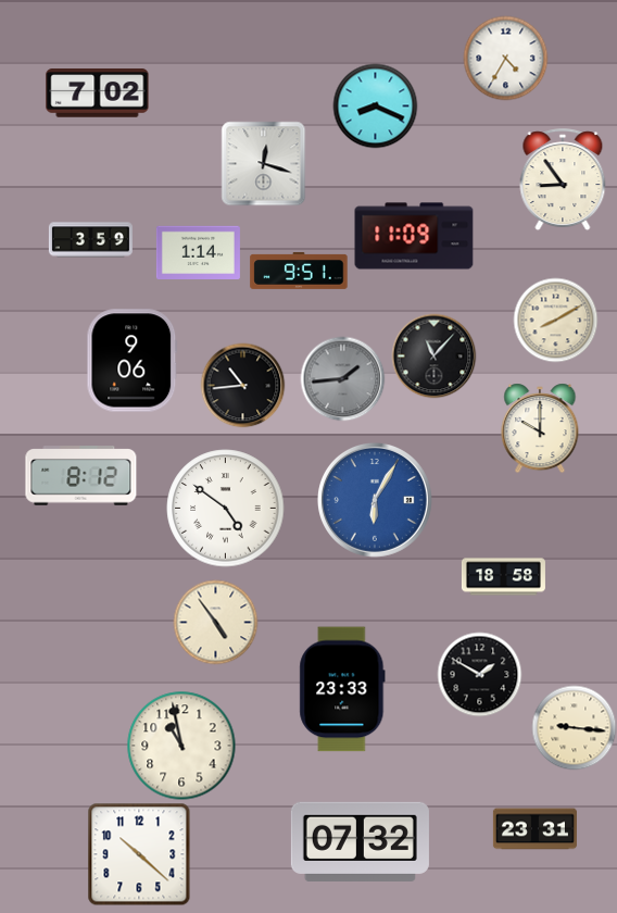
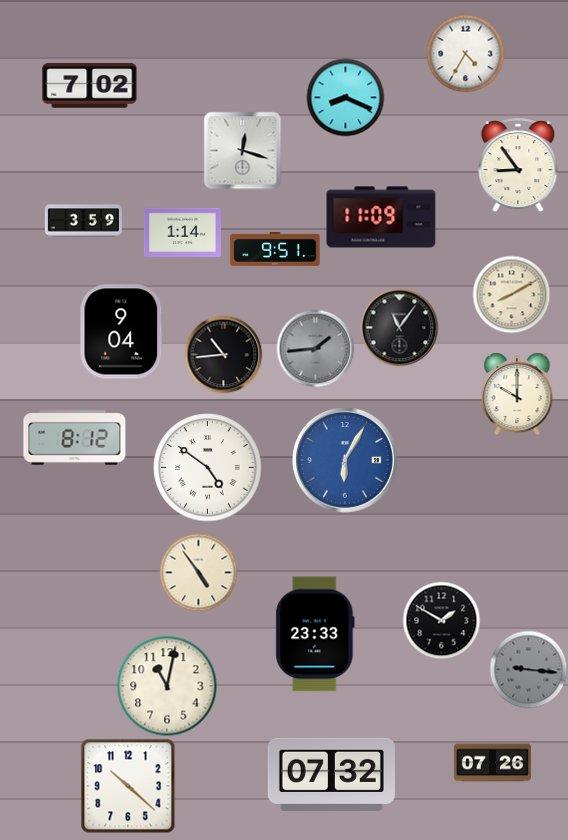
clock at (433, 355): 11:07 -> 11:06
clock at (133, 361): 9:06 -> 9:04
clock at (540, 428) position: (540, 428) -> (517, 394)
clock at (503, 577): 18:58 -> none
clock at (574, 727) dial: cream -> grey
clock at (181, 746): 10:58 -> 11:02
clock at (534, 829): 23:31 -> 07:26
